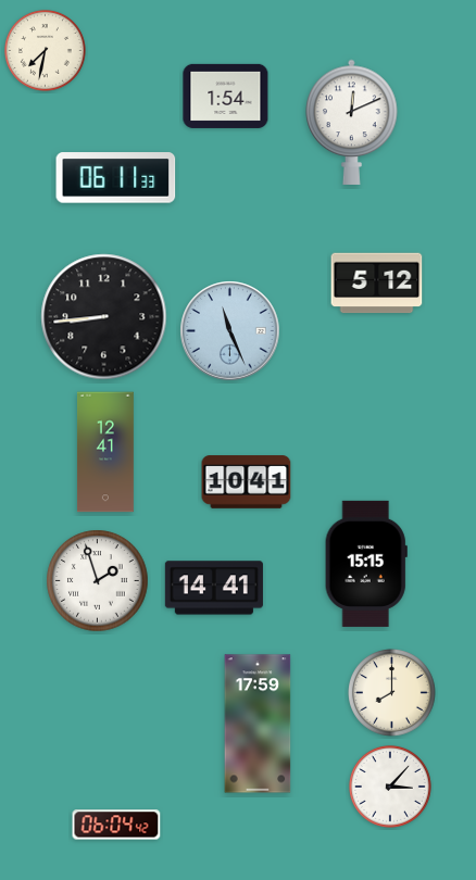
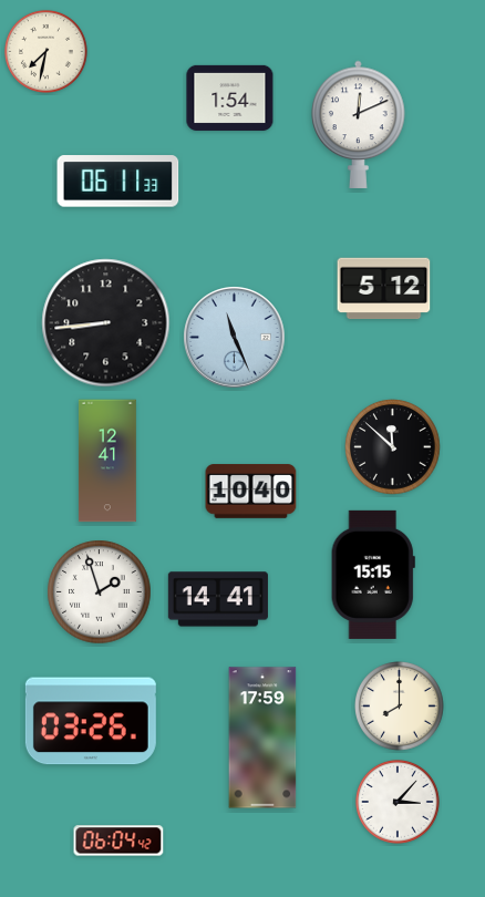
clock at (393, 447): none -> 11:52
clock at (247, 482): 10:41 -> 10:40
clock at (91, 721): none -> 03:26
